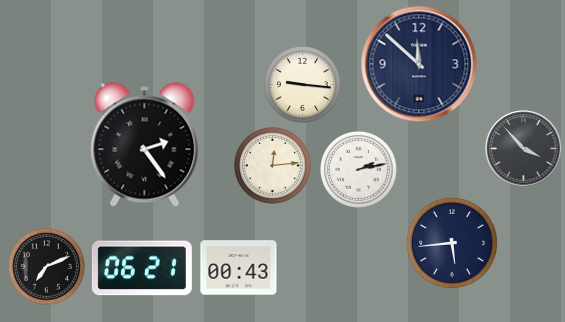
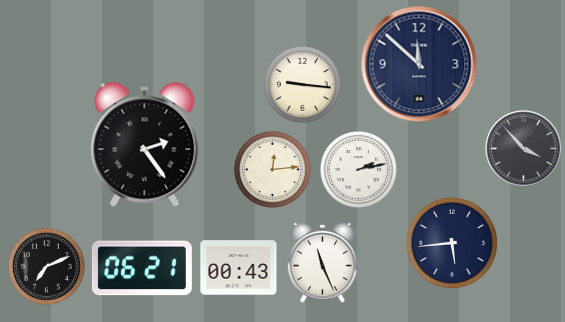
clock at (272, 165) position: (272, 165) -> (272, 169)
clock at (323, 262): none -> 11:26
